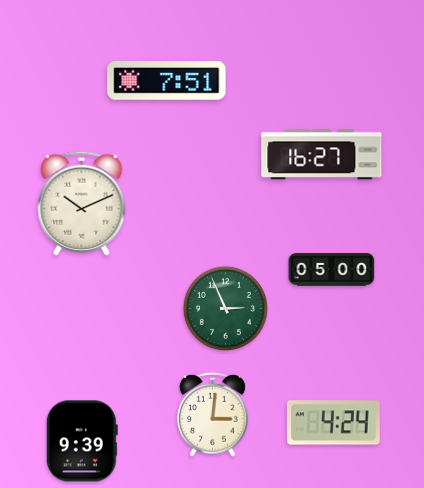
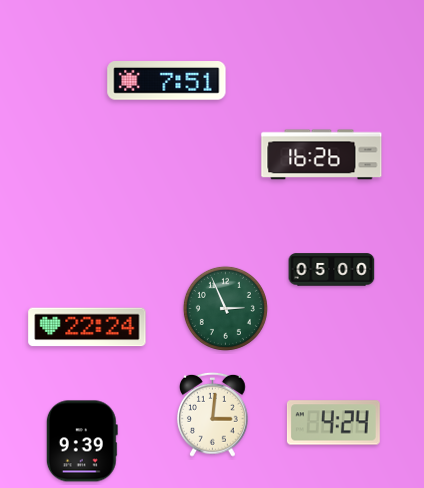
clock at (322, 155): 16:27 -> 16:26
clock at (82, 203): 10:11 -> none
clock at (87, 327): none -> 22:24
